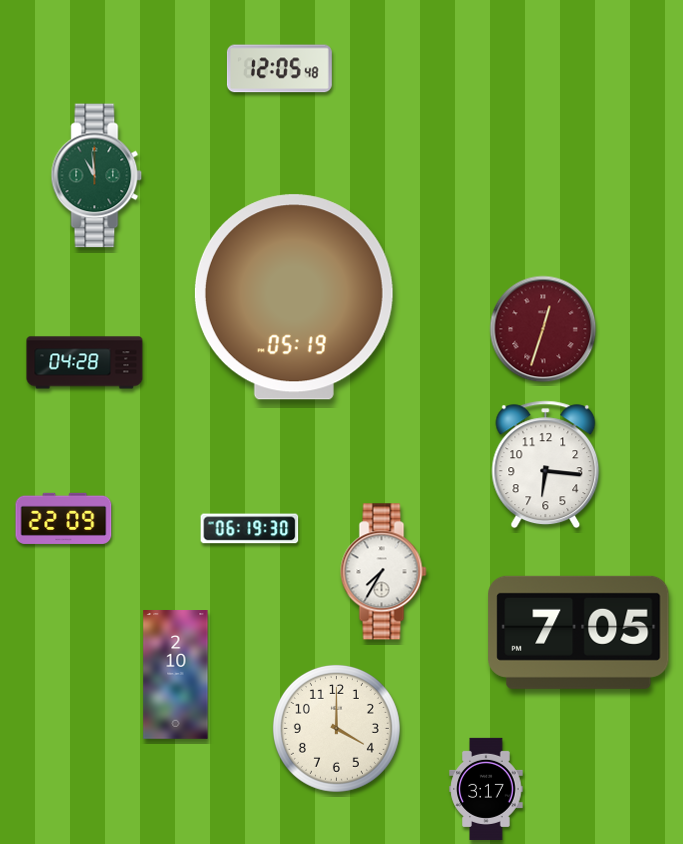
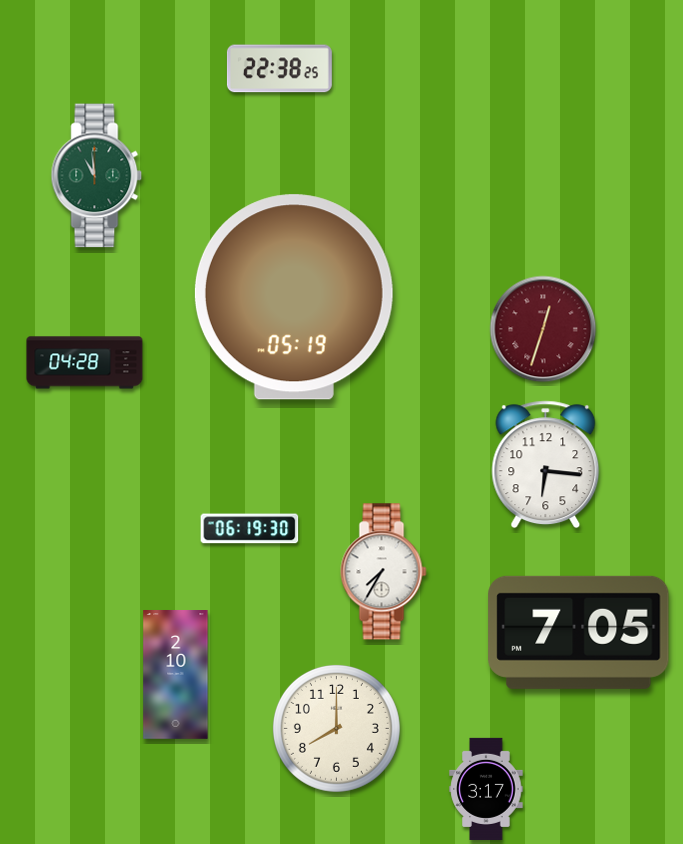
clock at (279, 69): 12:05 -> 22:38
clock at (64, 518): 22:09 -> none
clock at (336, 728): 4:00 -> 8:00
